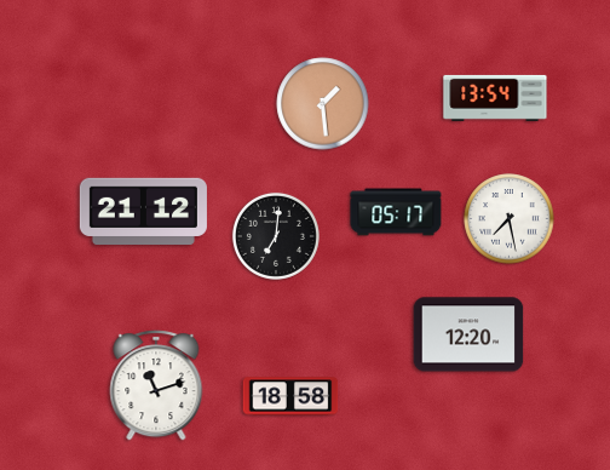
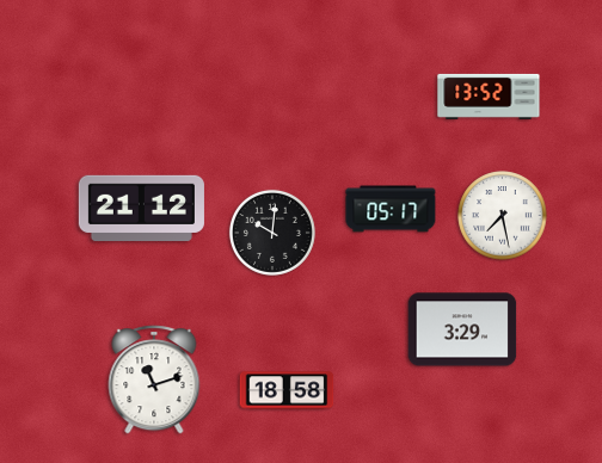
clock at (495, 98): 13:54 -> 13:52
clock at (323, 104): 1:29 -> none
clock at (276, 236): 7:01 -> 10:01
clock at (468, 334): 12:20 -> 3:29
